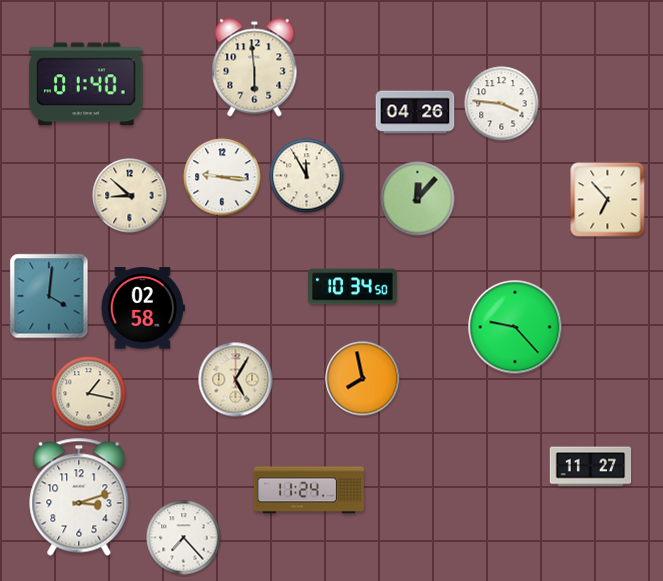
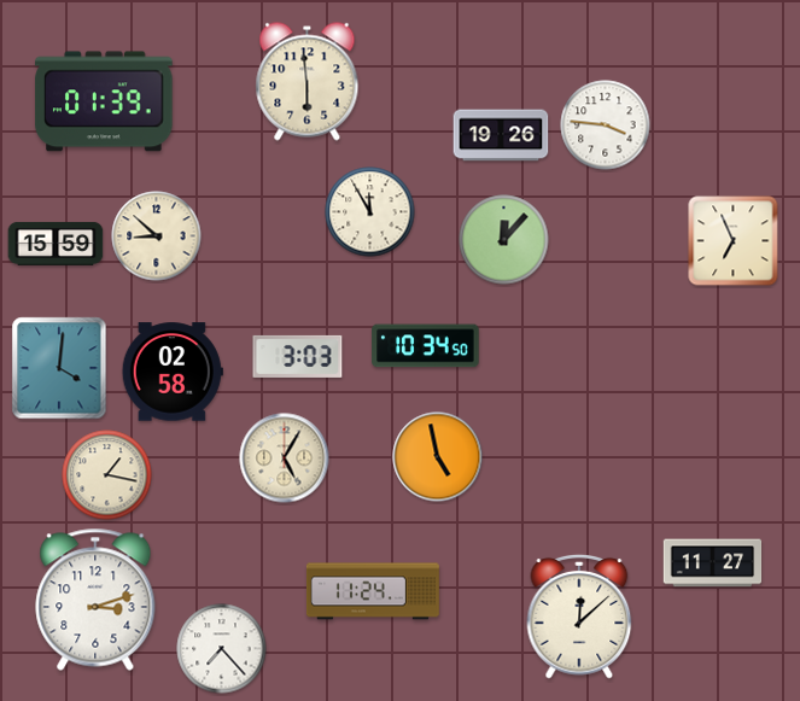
clock at (86, 84): 01:40 -> 01:39
clock at (415, 112): 04:26 -> 19:26
clock at (222, 177): 9:16 -> none
clock at (608, 200): 6:53 -> 6:56
clock at (56, 244): none -> 15:59
clock at (298, 356): none -> 3:03
clock at (49, 296) position: (49, 296) -> (59, 368)
clock at (515, 327): 9:23 -> none
clock at (363, 379): 7:58 -> 4:58
clock at (579, 618): none -> 12:08
